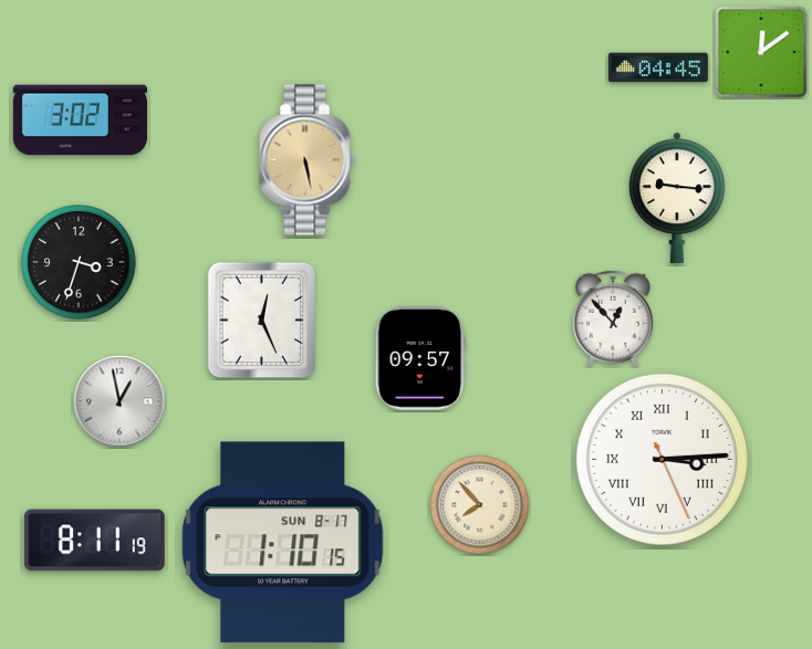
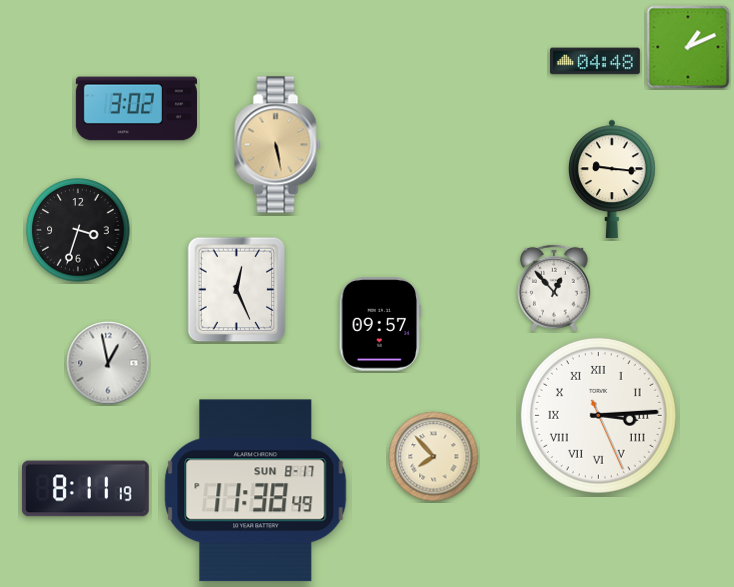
clock at (761, 52): 12:09 -> 1:11
clock at (658, 67): 04:45 -> 04:48
clock at (80, 121) position: (80, 121) -> (136, 109)
clock at (79, 262) position: (79, 262) -> (78, 230)
clock at (283, 543): 1:10 -> 11:38
